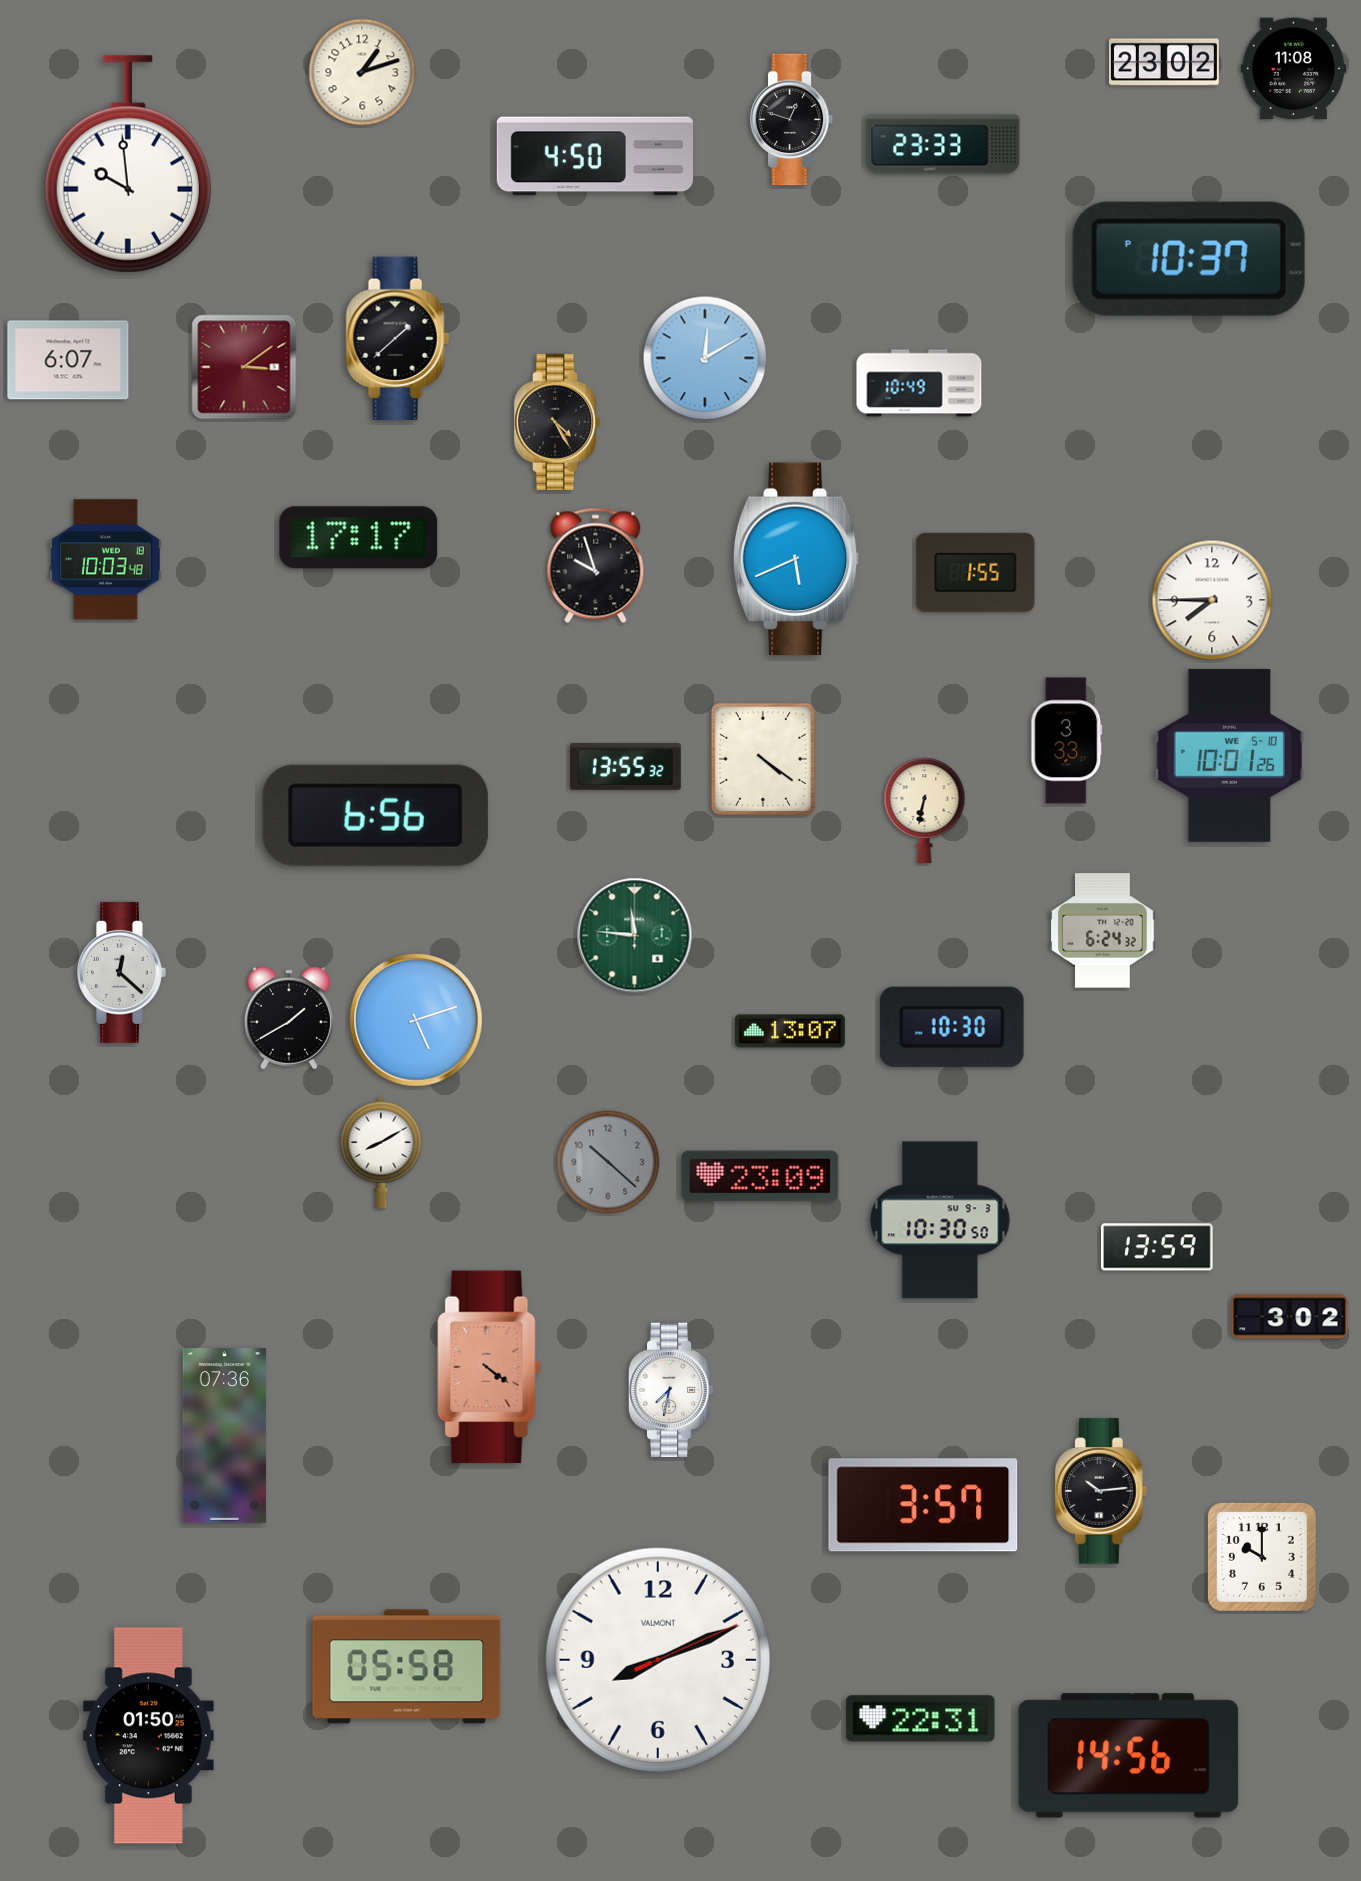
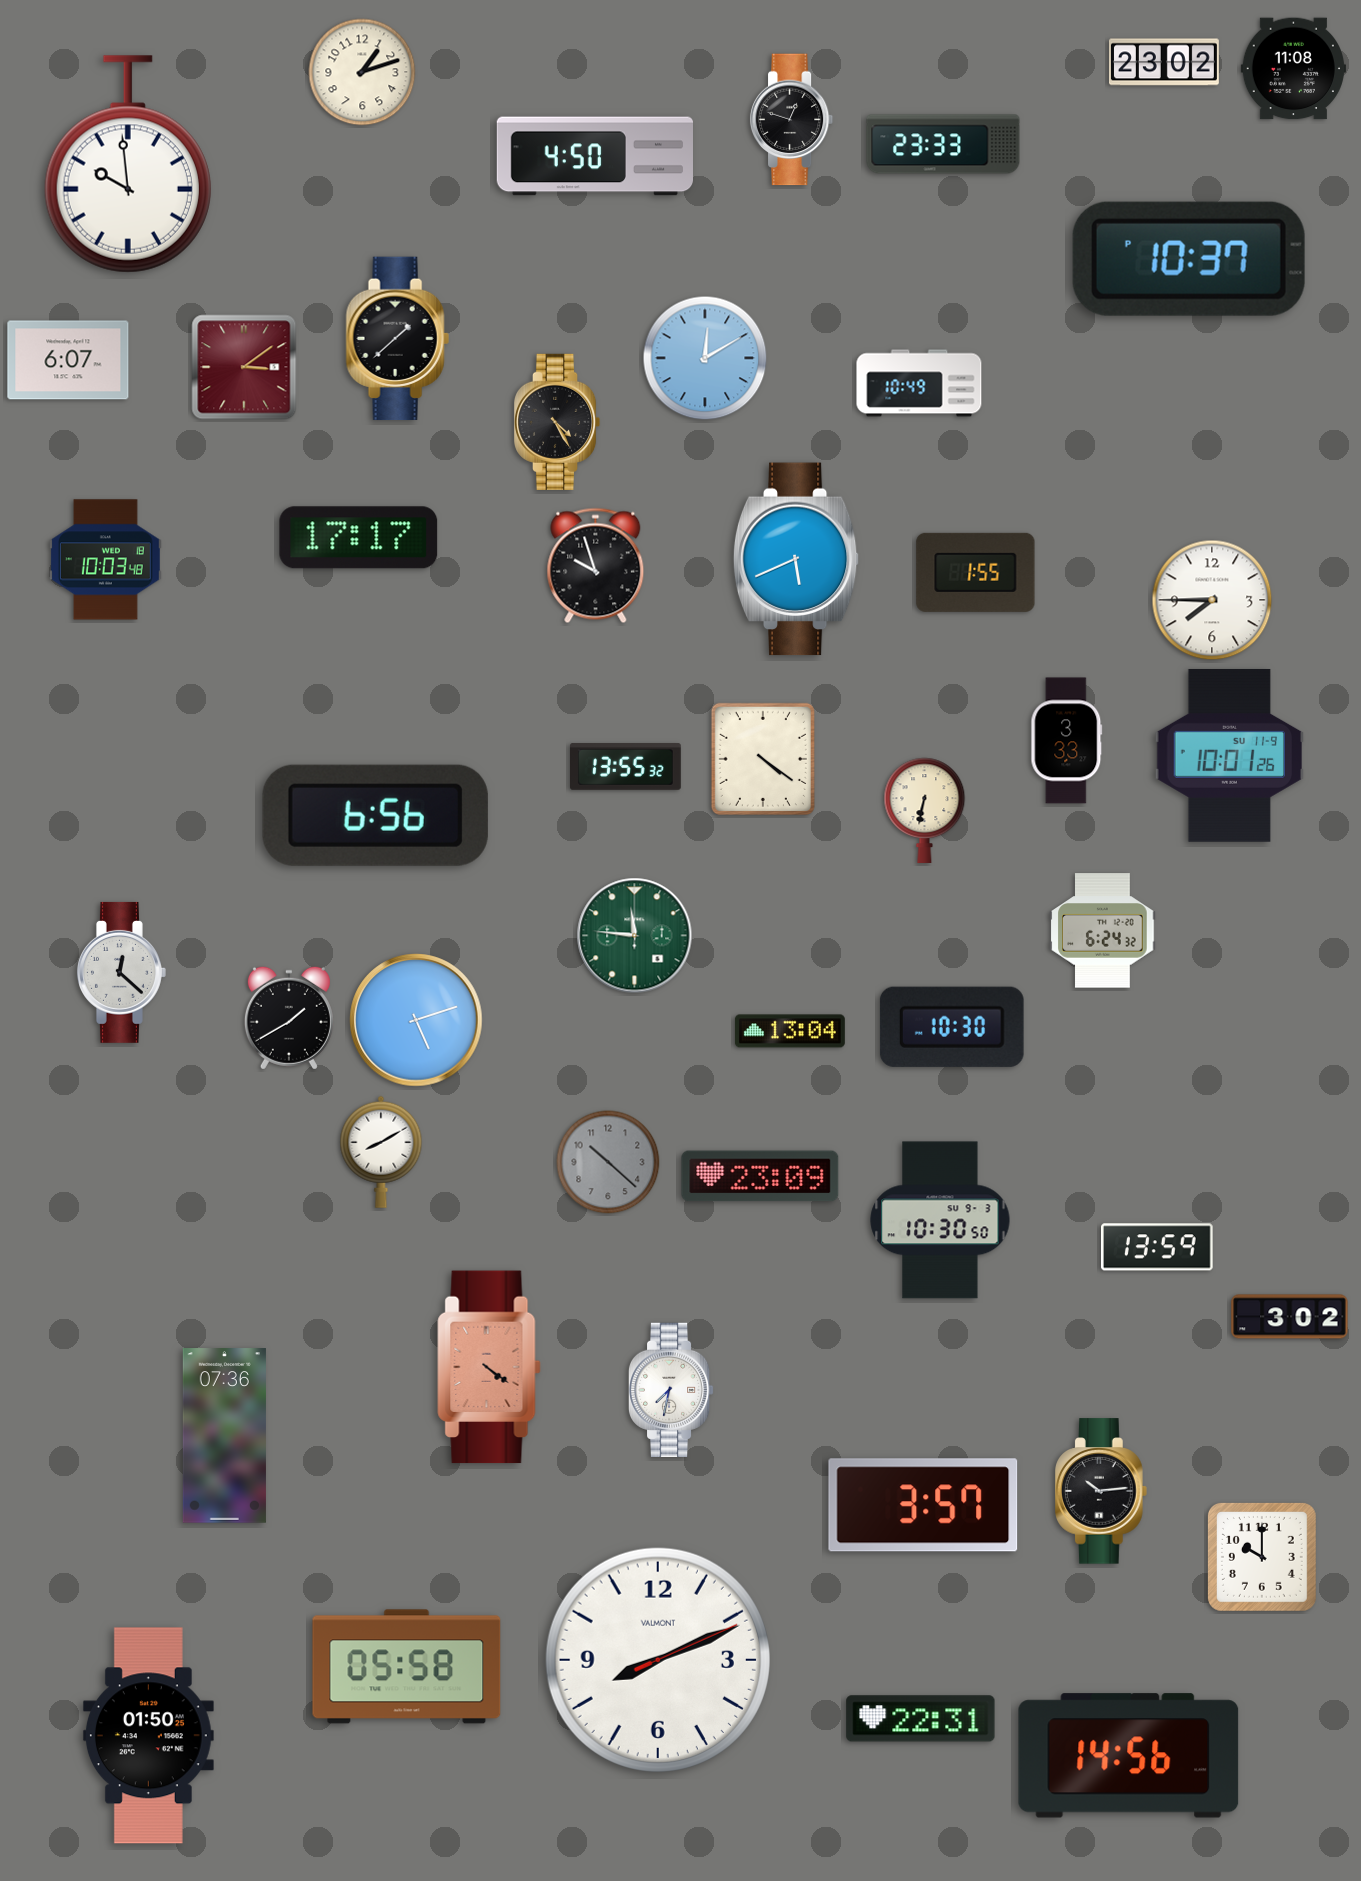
clock at (1230, 755) date: WE 5-10 -> SU 11-9
clock at (790, 1031): 13:07 -> 13:04
